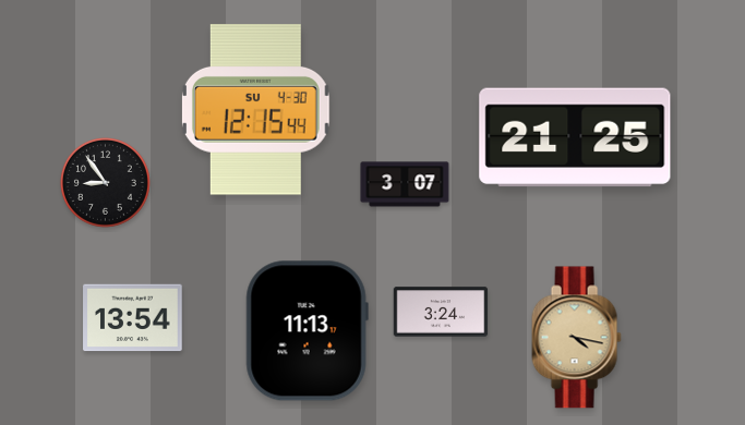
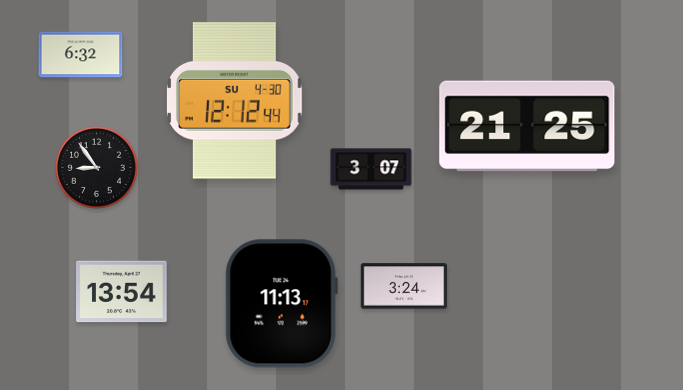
clock at (81, 55): none -> 6:32
clock at (255, 110): 12:15 -> 12:12
clock at (576, 338): 4:17 -> none
